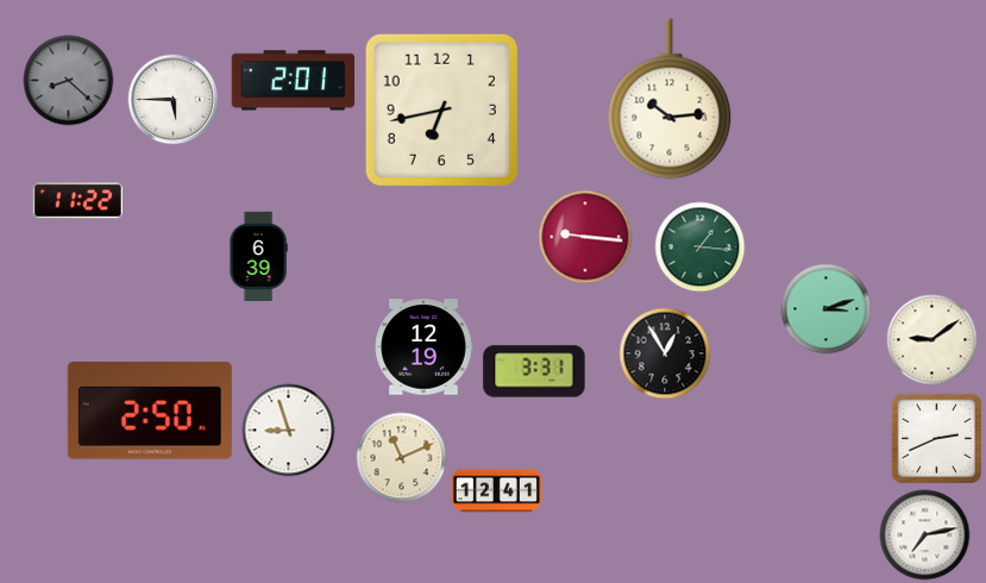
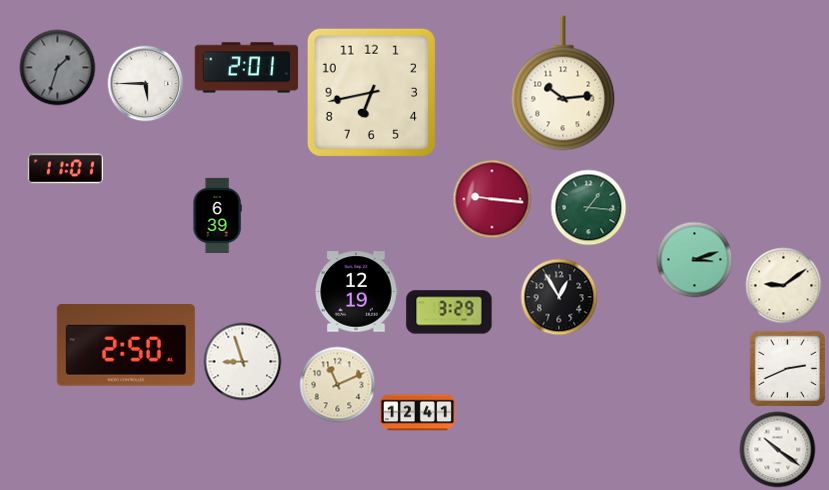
clock at (69, 81): 8:22 -> 1:33
clock at (77, 201): 11:22 -> 11:01
clock at (534, 371): 3:31 -> 3:29
clock at (925, 535): 7:13 -> 10:21
